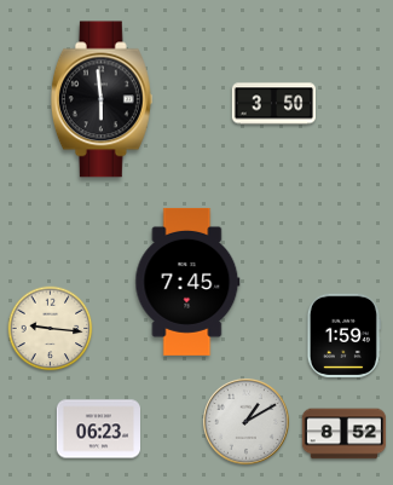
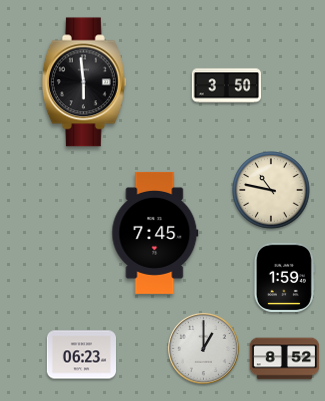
clock at (271, 190): none -> 10:47
clock at (51, 329): 9:16 -> none
clock at (245, 421): 1:10 -> 1:00
